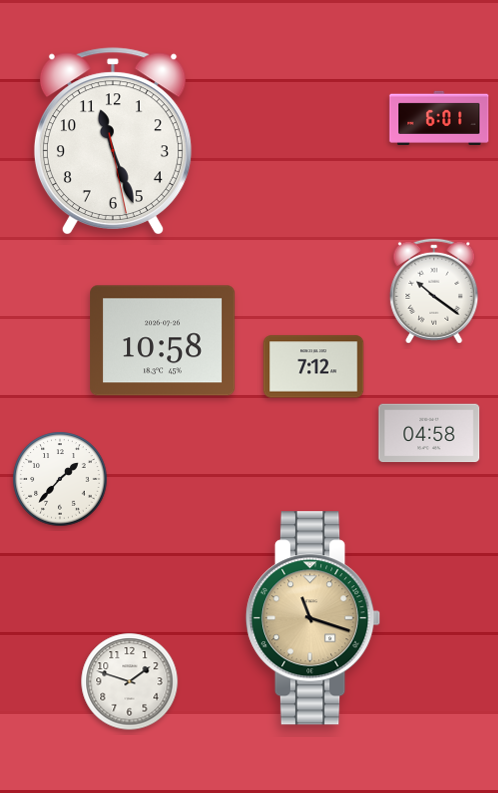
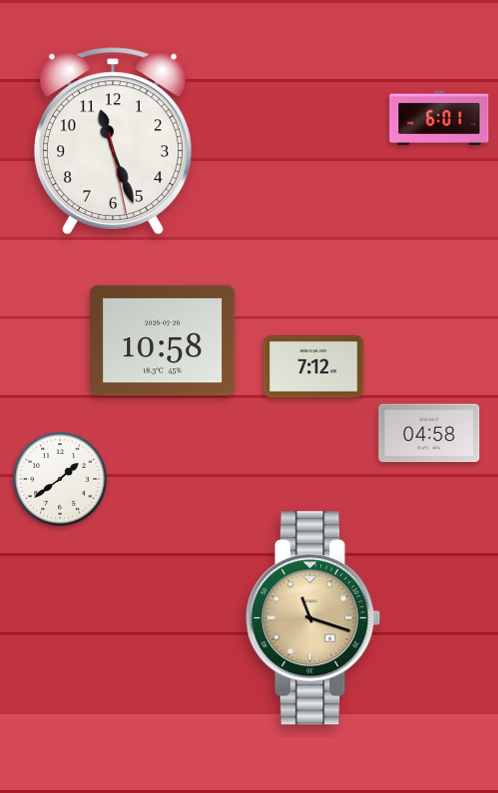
clock at (434, 291): 10:21 -> none
clock at (60, 479): 1:37 -> 1:39
clock at (130, 682): 1:48 -> none
